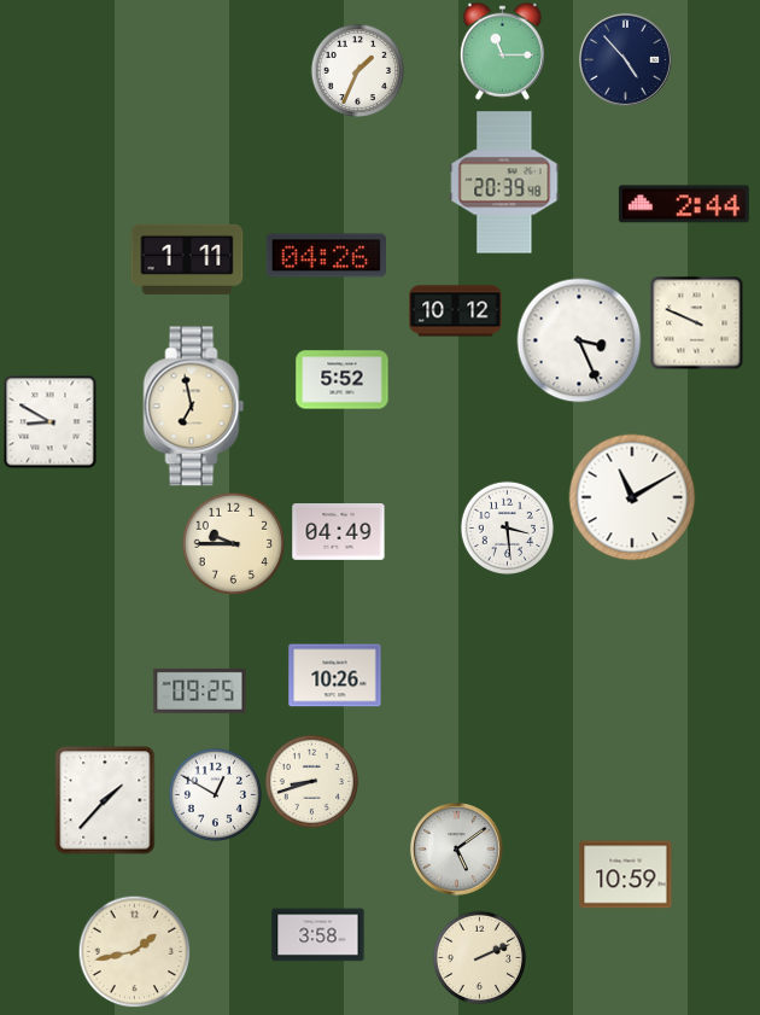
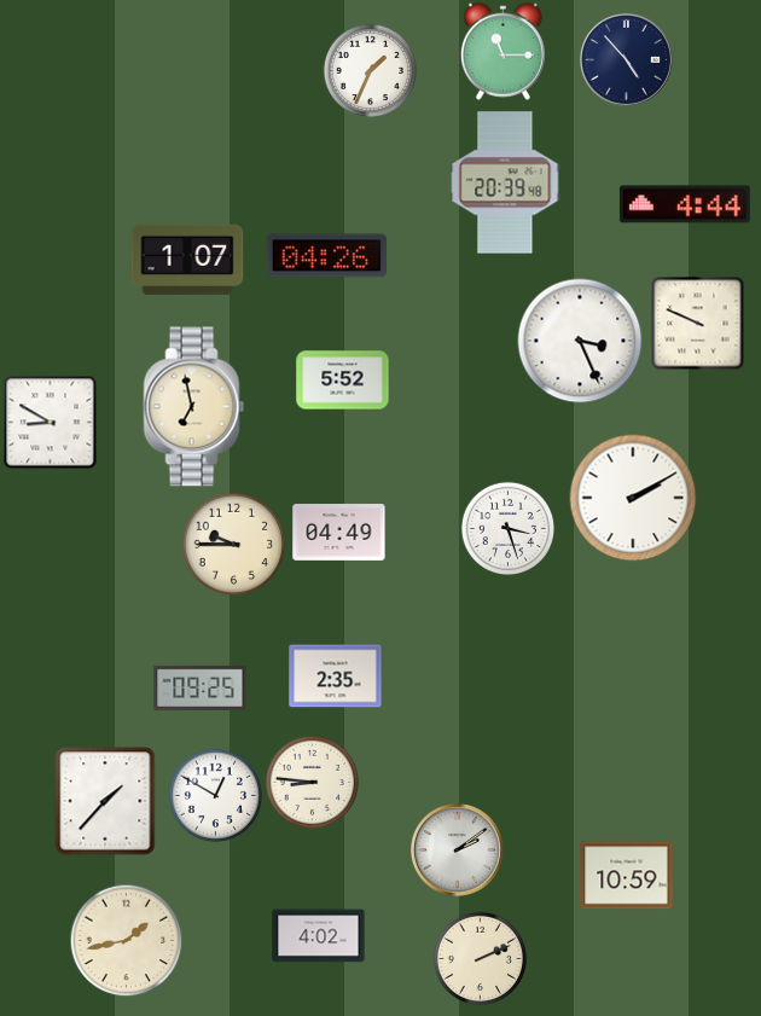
clock at (357, 70) position: (357, 70) -> (370, 70)
clock at (684, 204): 2:44 -> 4:44
clock at (187, 259): 1:11 -> 1:07
clock at (456, 311): 10:12 -> none
clock at (632, 497): 11:10 -> 2:10
clock at (507, 527): 3:29 -> 3:27
clock at (335, 676): 10:26 -> 2:35
clock at (200, 690) position: (200, 690) -> (201, 687)
clock at (311, 781): 8:42 -> 8:46
clock at (456, 848): 5:09 -> 2:09
clock at (318, 935): 3:58 -> 4:02
clock at (134, 951) position: (134, 951) -> (126, 940)
